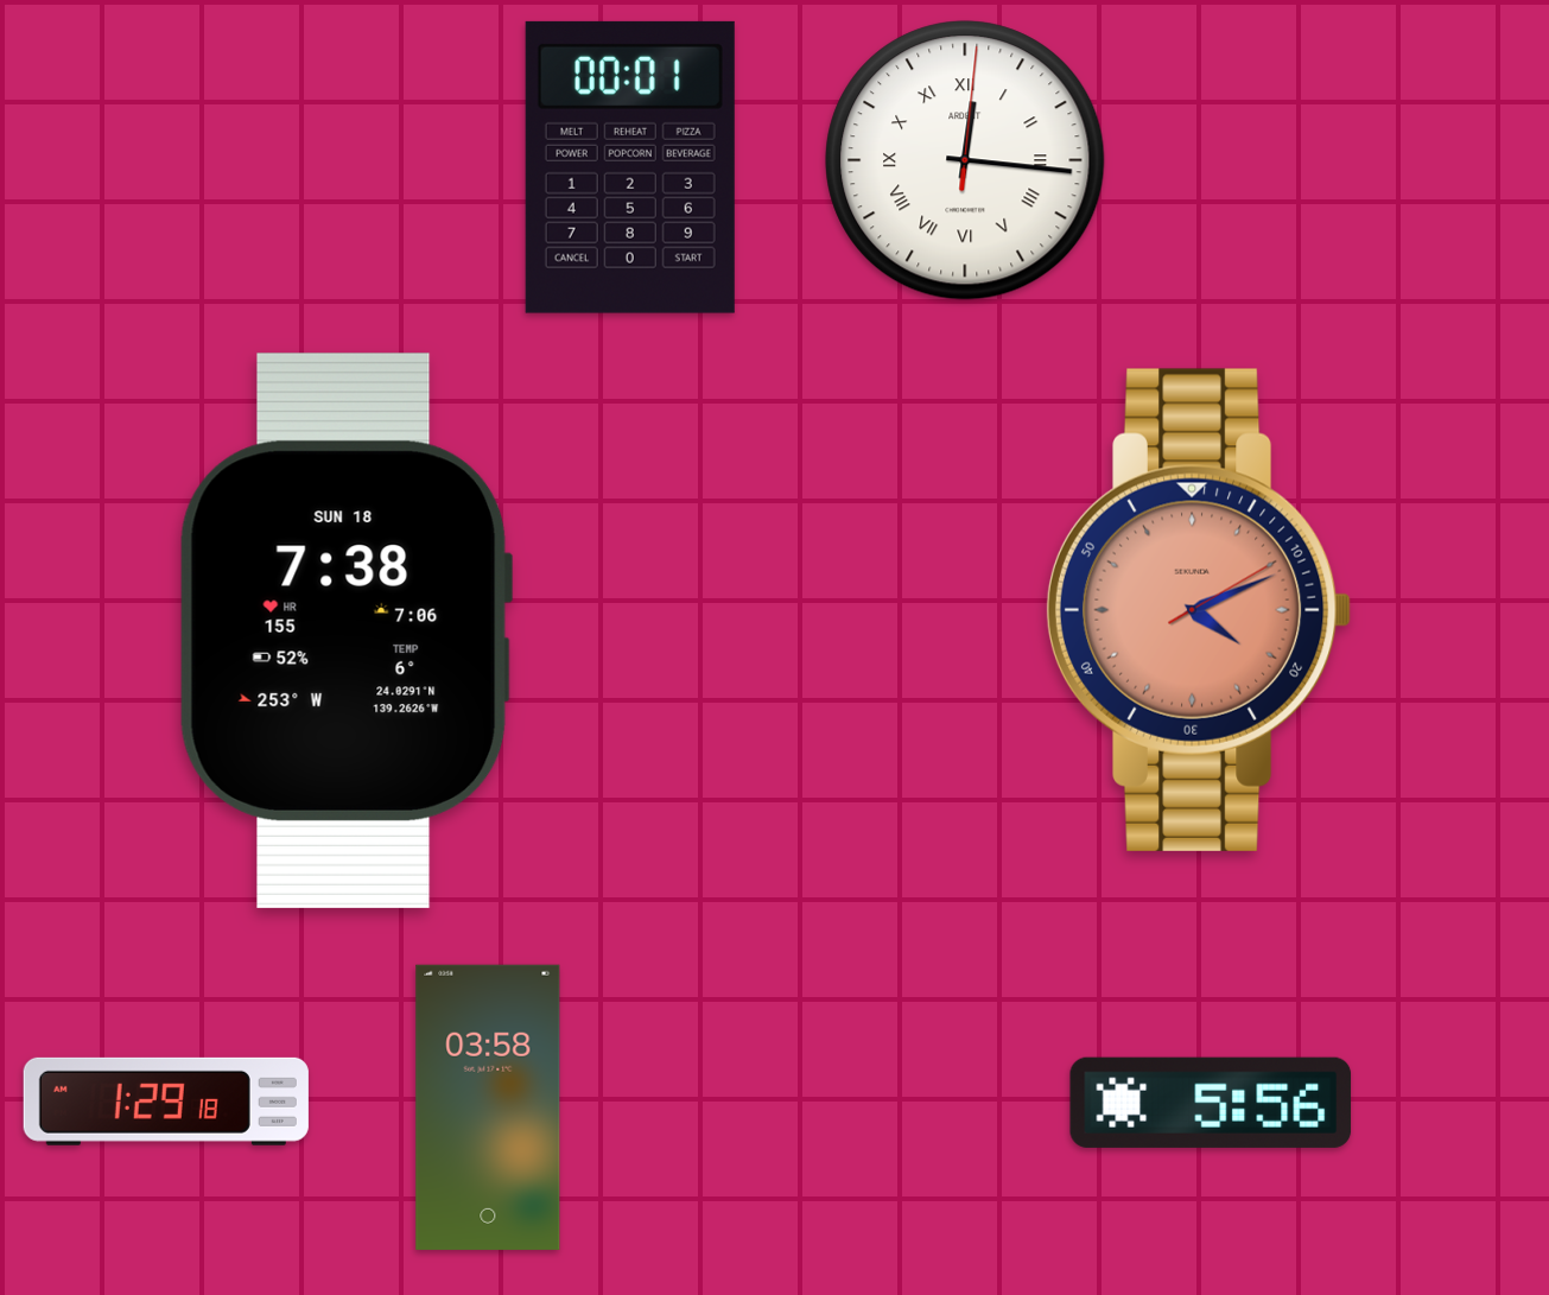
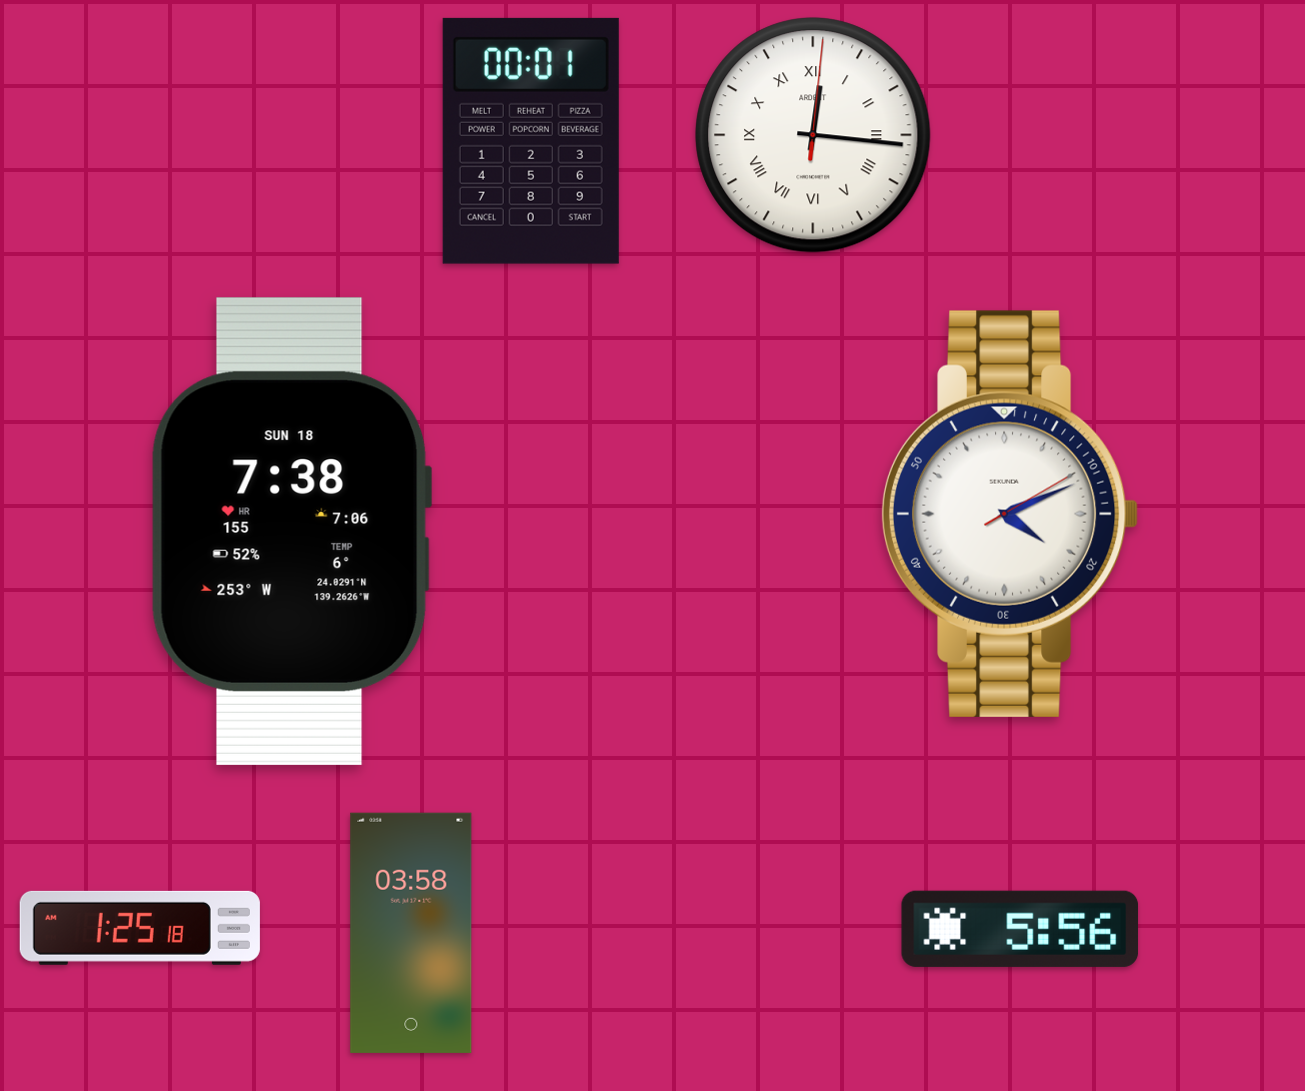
clock at (1199, 610) dial: salmon -> white
clock at (166, 1102): 1:29 -> 1:25
